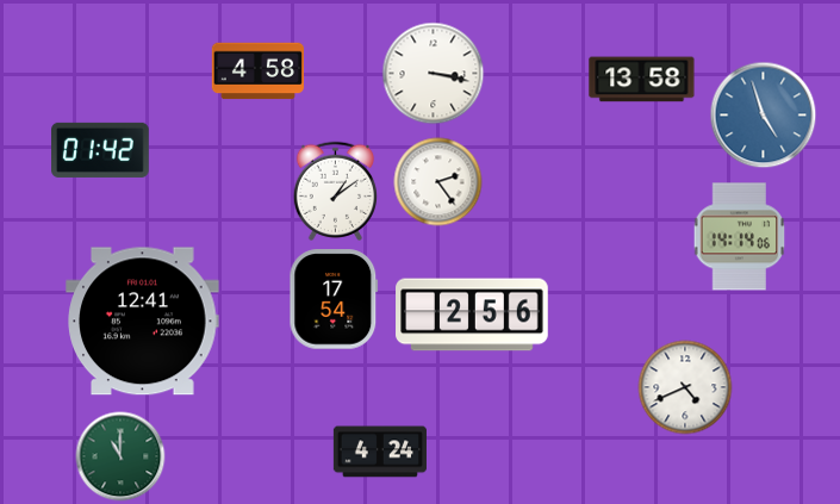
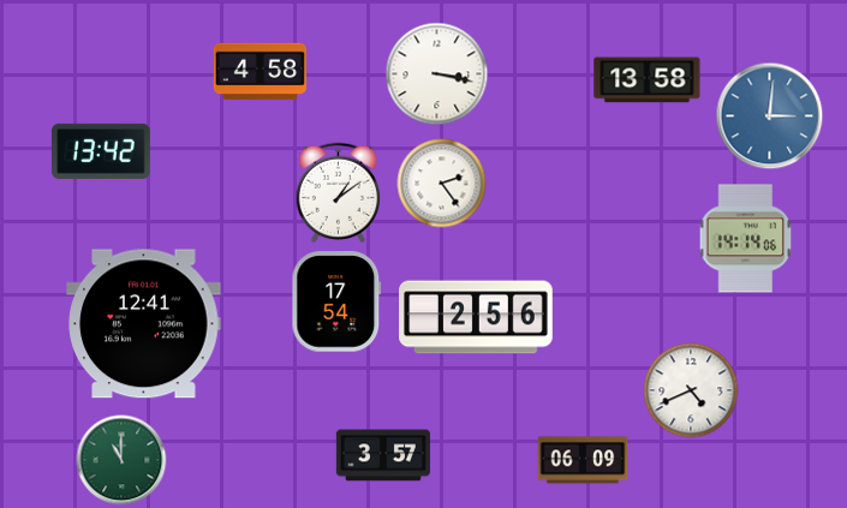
clock at (764, 116): 4:57 -> 3:01
clock at (101, 150): 01:42 -> 13:42
clock at (380, 452): 4:24 -> 3:57
clock at (583, 460): none -> 06:09
